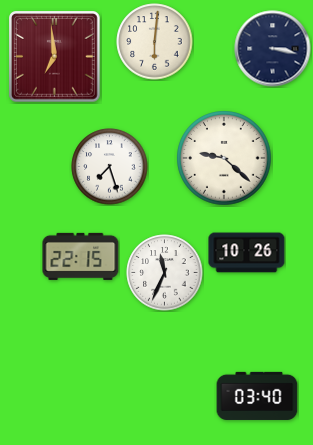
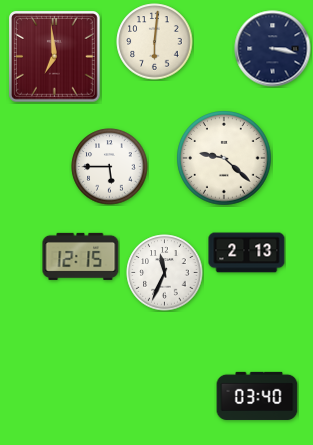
clock at (110, 167): 7:27 -> 5:45
clock at (247, 253): 10:26 -> 2:13
clock at (81, 256): 22:15 -> 12:15
